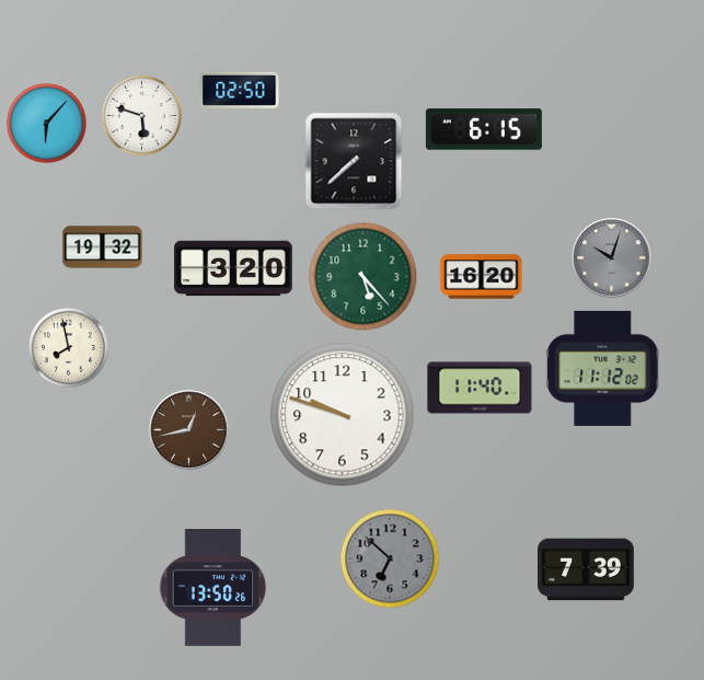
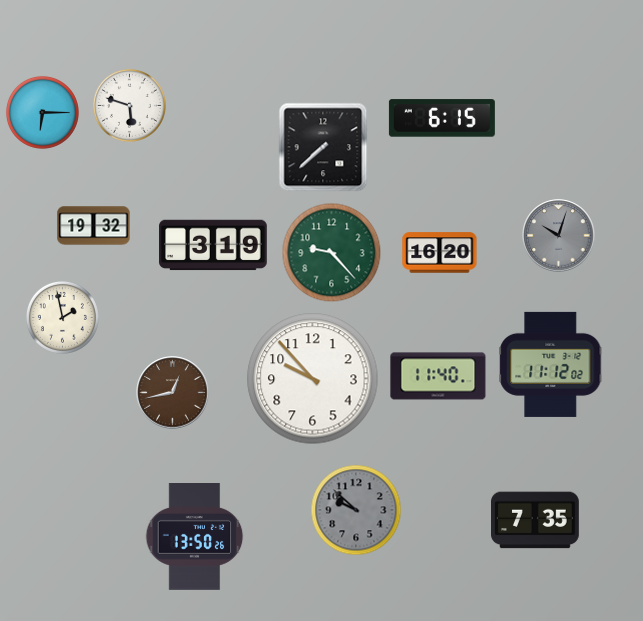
clock at (240, 90): 02:50 -> none
clock at (46, 123): 6:07 -> 6:15
clock at (233, 268): 3:20 -> 3:19
clock at (363, 277): 5:23 -> 9:23
clock at (68, 347): 7:58 -> 1:58
clock at (603, 368) position: (603, 368) -> (551, 364)
clock at (480, 388) position: (480, 388) -> (438, 376)
clock at (343, 415): 9:48 -> 9:53
clock at (390, 558): 6:52 -> 9:52
clock at (587, 569): 7:39 -> 7:35
